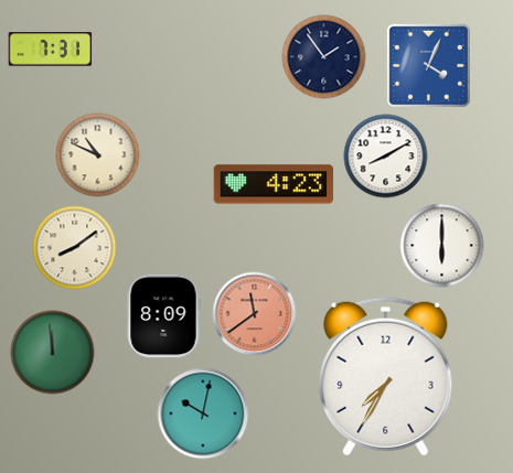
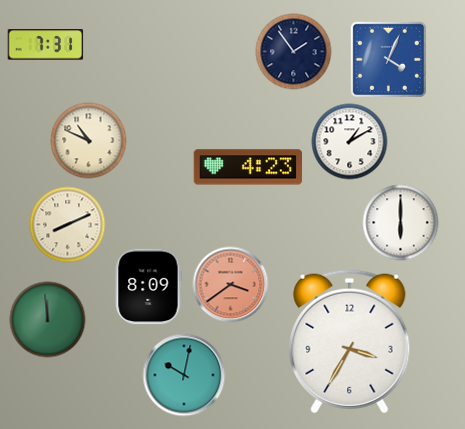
clock at (386, 157): 8:10 -> 1:10
clock at (75, 248): 8:09 -> 8:11
clock at (255, 314): 11:39 -> 3:39
clock at (386, 377): 7:35 -> 3:35
